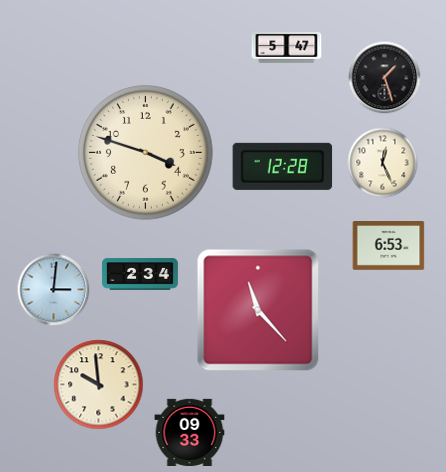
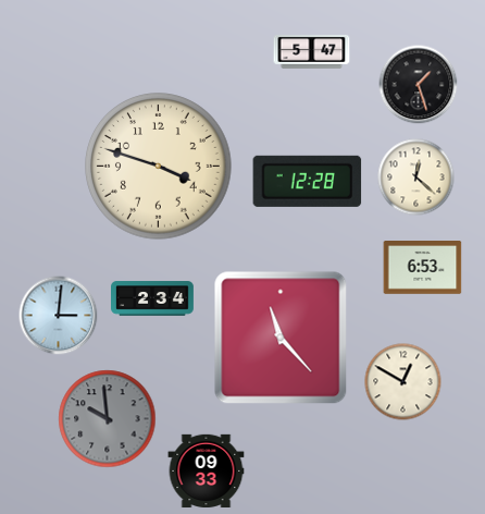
clock at (383, 163): 12:26 -> 12:22
clock at (403, 382): none -> 12:50
clock at (99, 385) dial: cream -> grey
